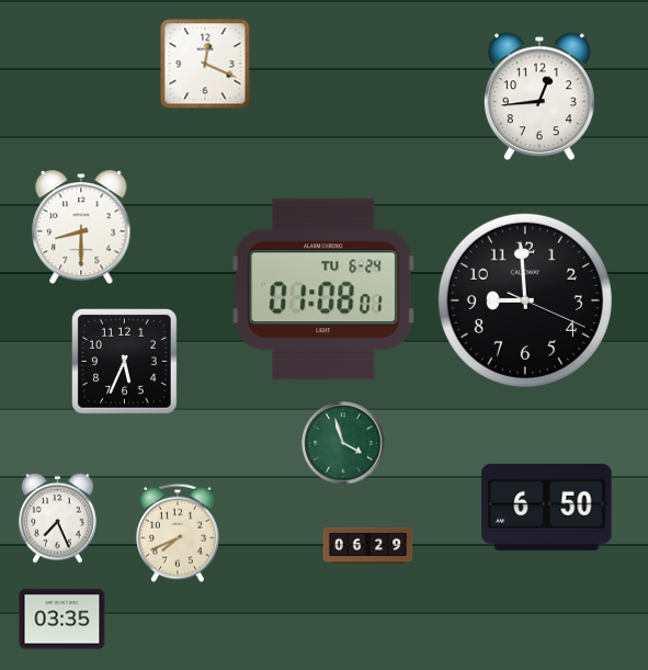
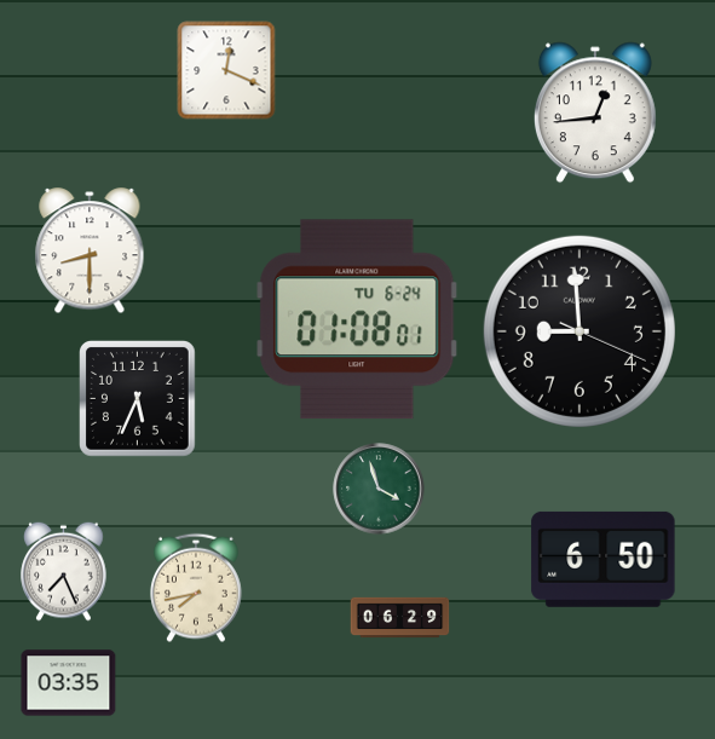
clock at (539, 96) position: (539, 96) -> (595, 112)
clock at (178, 533): 7:41 -> 7:43
clock at (368, 546) position: (368, 546) -> (400, 618)
